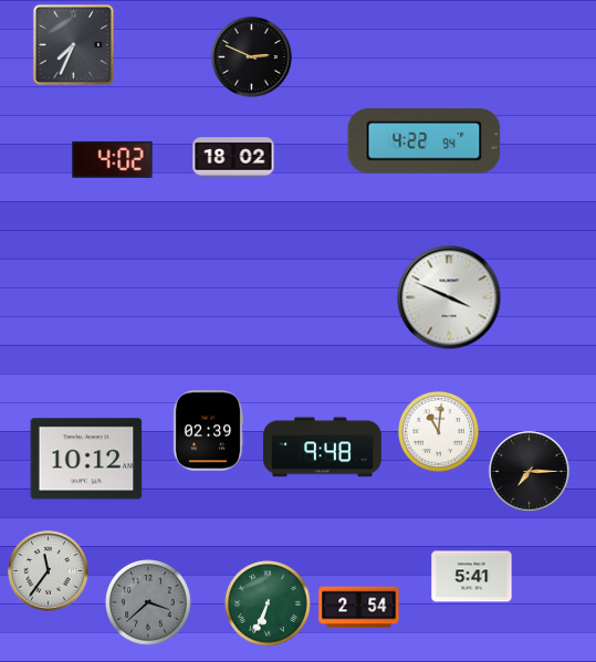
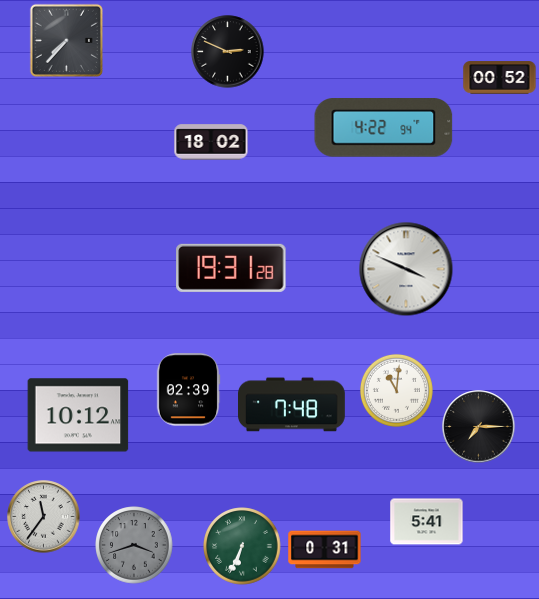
clock at (73, 44): 7:34 -> 7:37
clock at (500, 78): none -> 00:52
clock at (113, 159): 4:02 -> none
clock at (231, 268): none -> 19:31
clock at (323, 448): 9:48 -> 7:48
clock at (148, 602): 3:38 -> 3:42
clock at (359, 608): 2:54 -> 0:31
